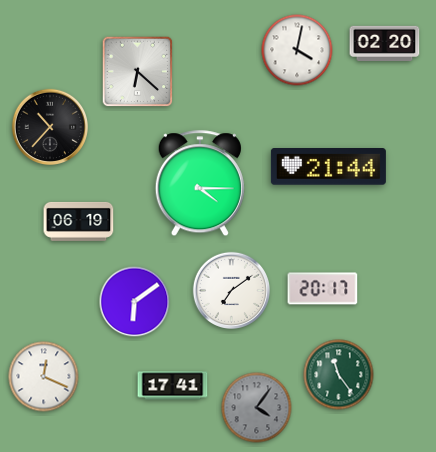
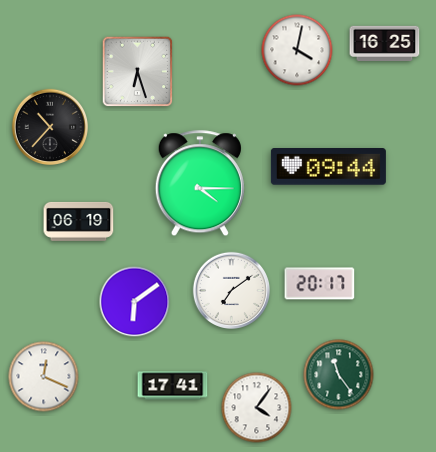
clock at (385, 43): 02:20 -> 16:25
clock at (138, 72): 6:22 -> 6:27
clock at (328, 167): 21:44 -> 09:44
clock at (323, 289) position: (323, 289) -> (320, 284)
clock at (257, 408) dial: grey -> white
